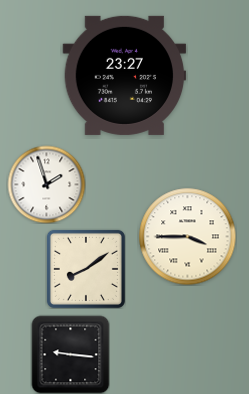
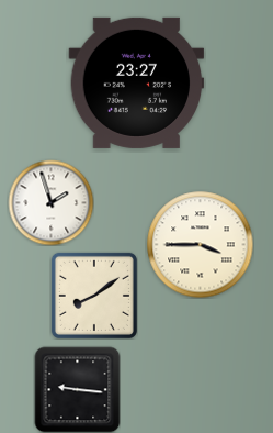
clock at (187, 236) position: (187, 236) -> (200, 244)
